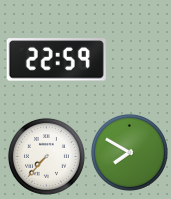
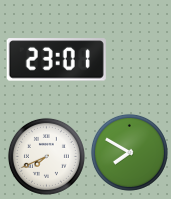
clock at (56, 60): 22:59 -> 23:01
clock at (46, 156): 7:37 -> 7:41
